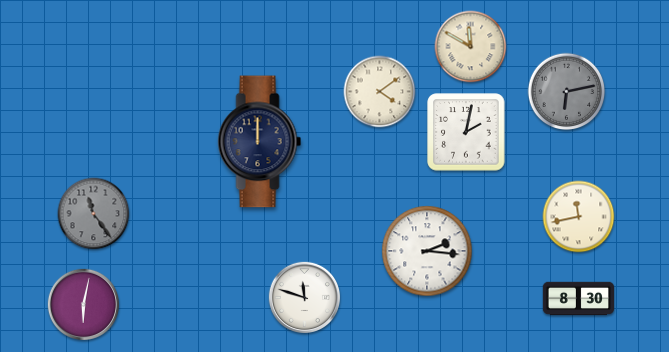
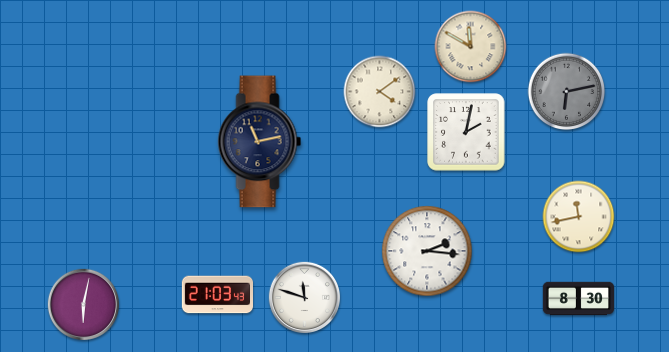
clock at (260, 142): 12:00 -> 11:13
clock at (94, 214): 11:24 -> none
clock at (217, 295): none -> 21:03
